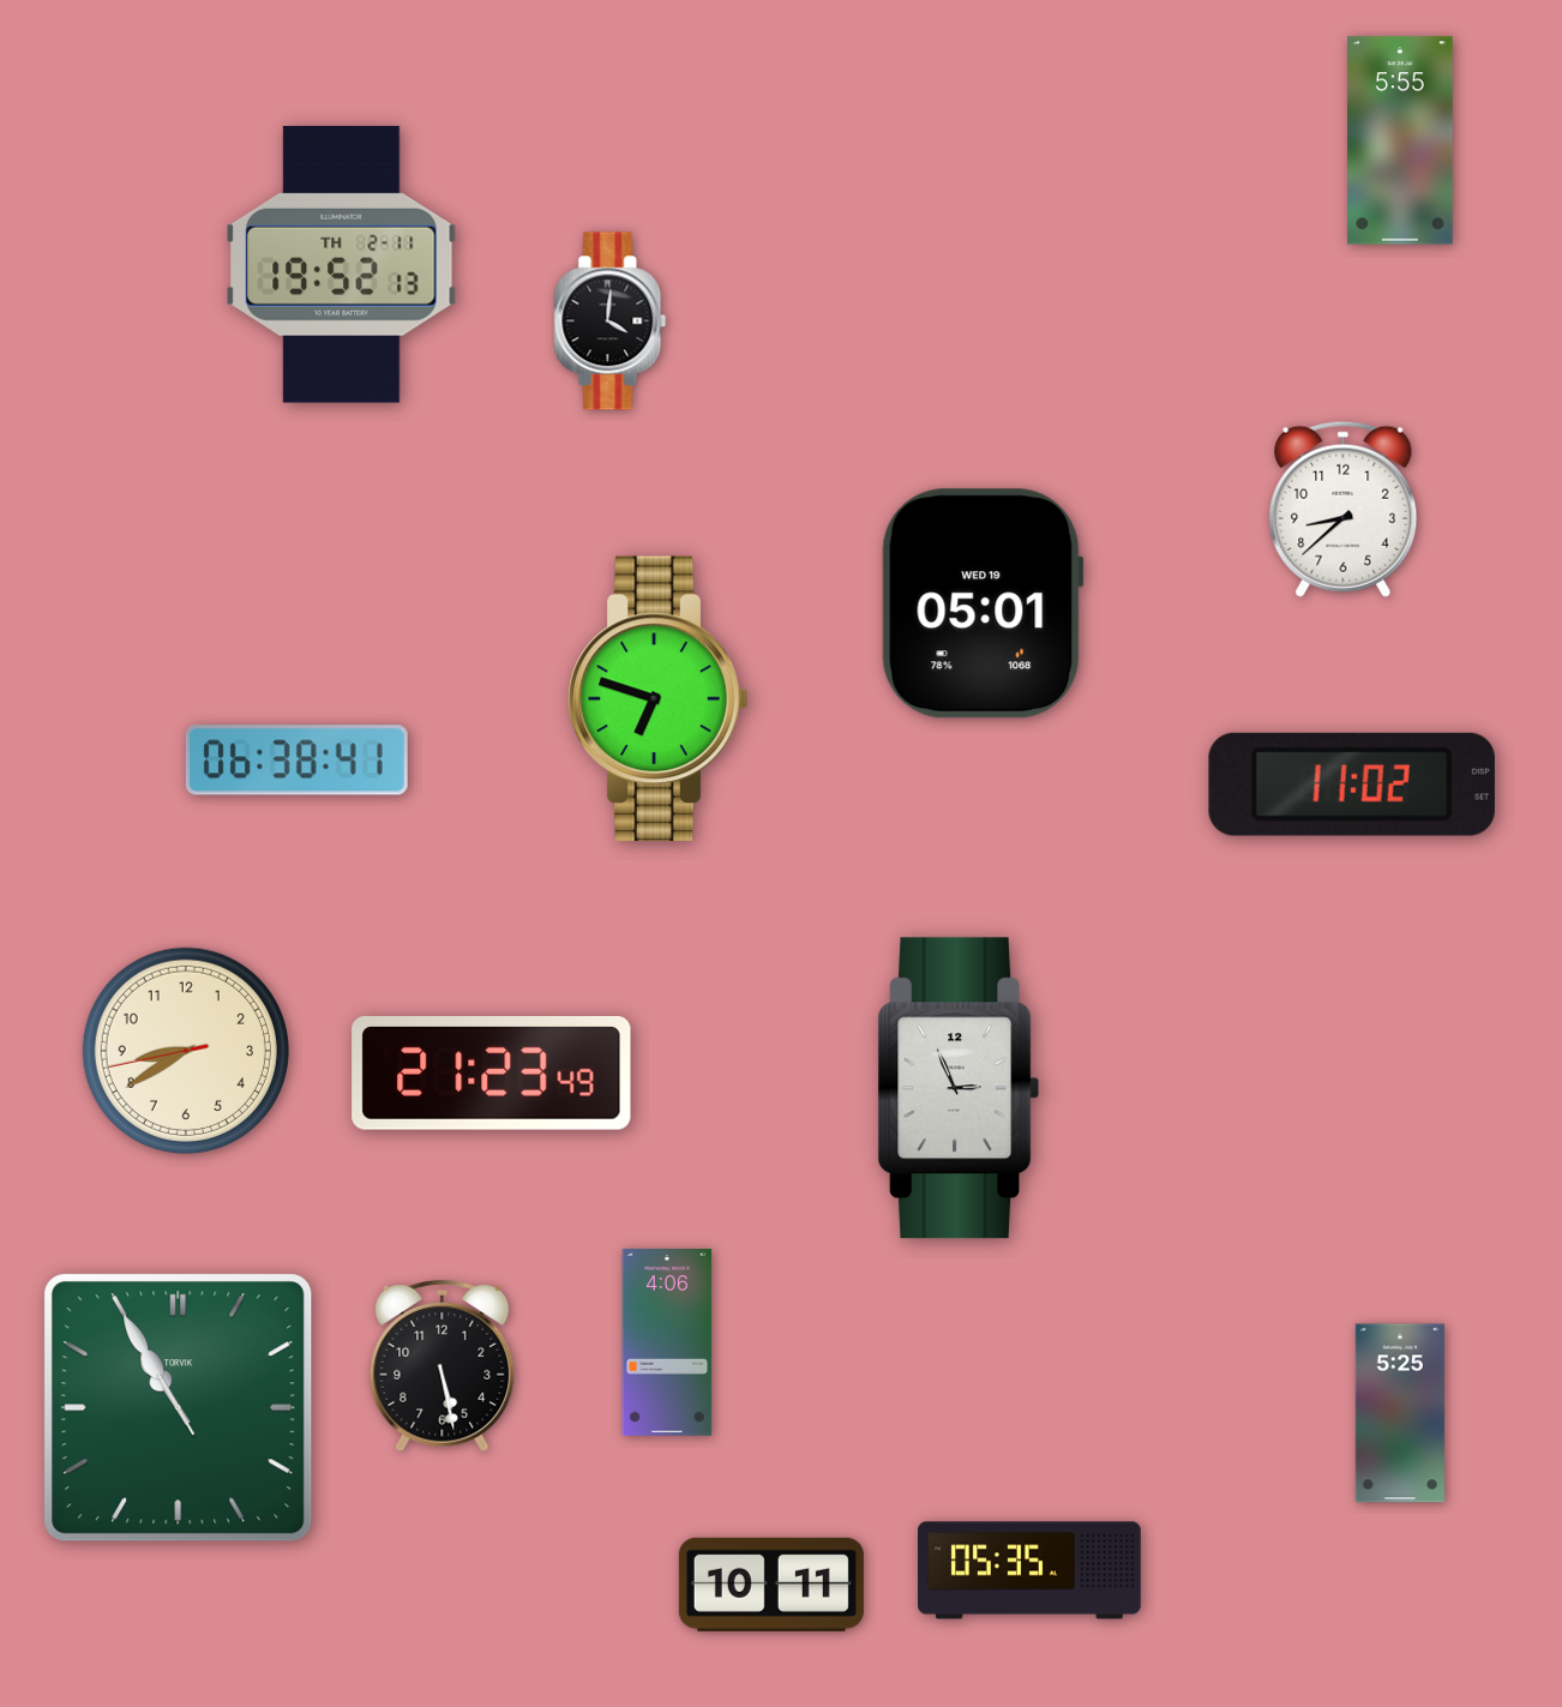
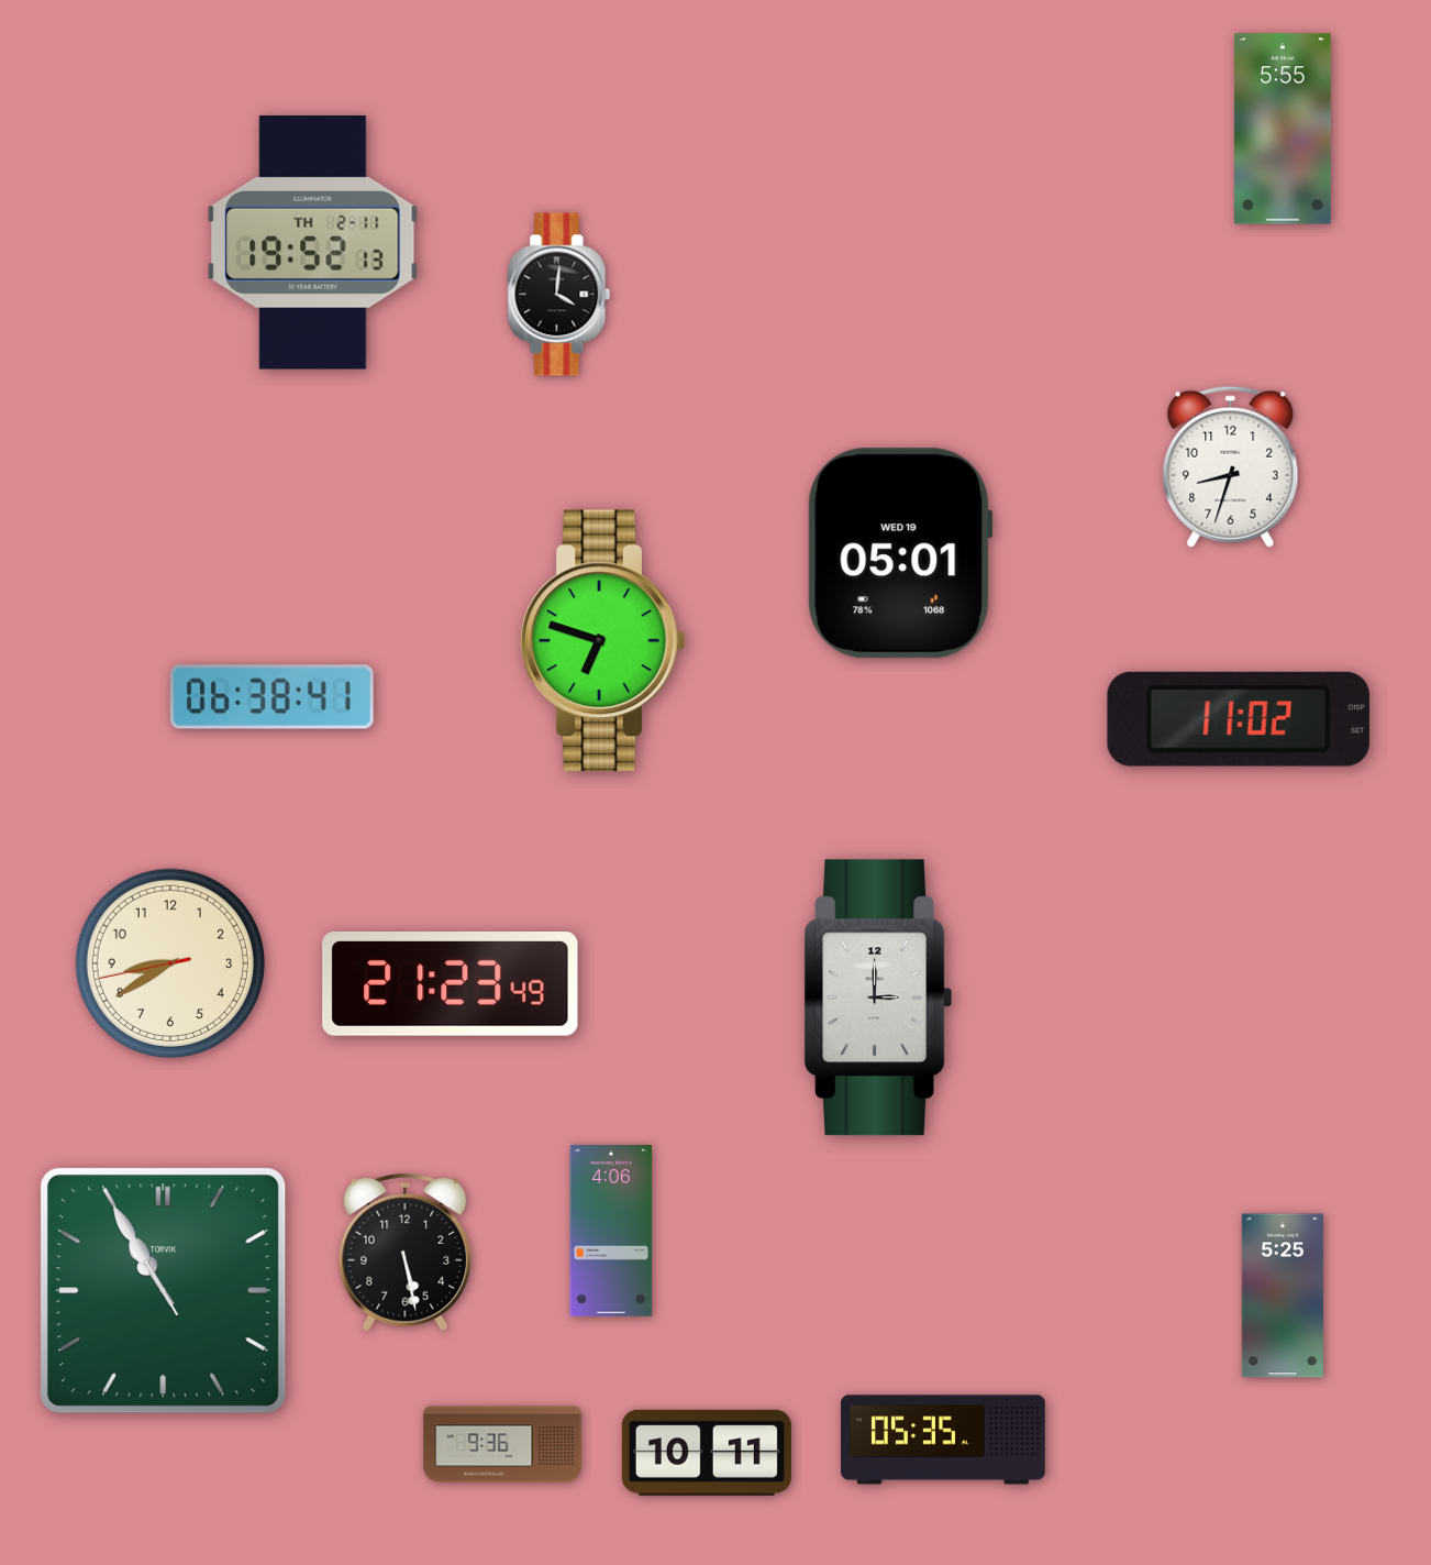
clock at (1344, 509): 8:38 -> 8:33
clock at (957, 1088): 2:56 -> 3:00
clock at (502, 1444): none -> 9:36
